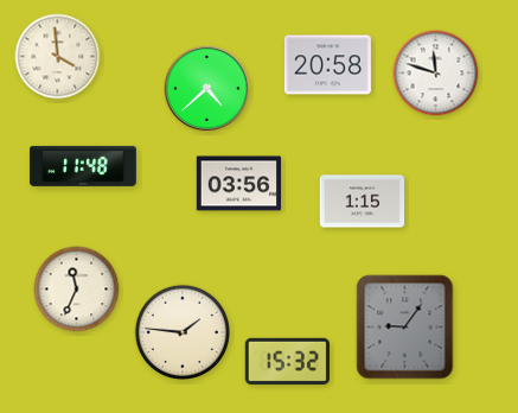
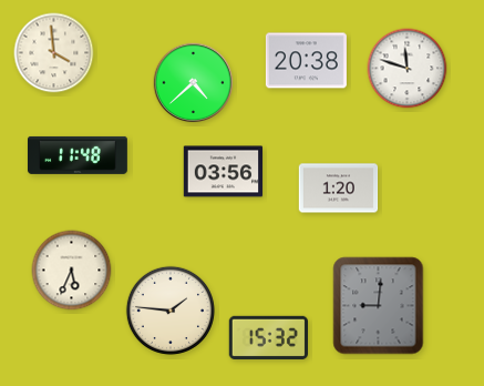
clock at (327, 65): 20:58 -> 20:38
clock at (363, 202): 1:15 -> 1:20
clock at (77, 290): 11:34 -> 5:34
clock at (405, 328): 9:06 -> 9:01
